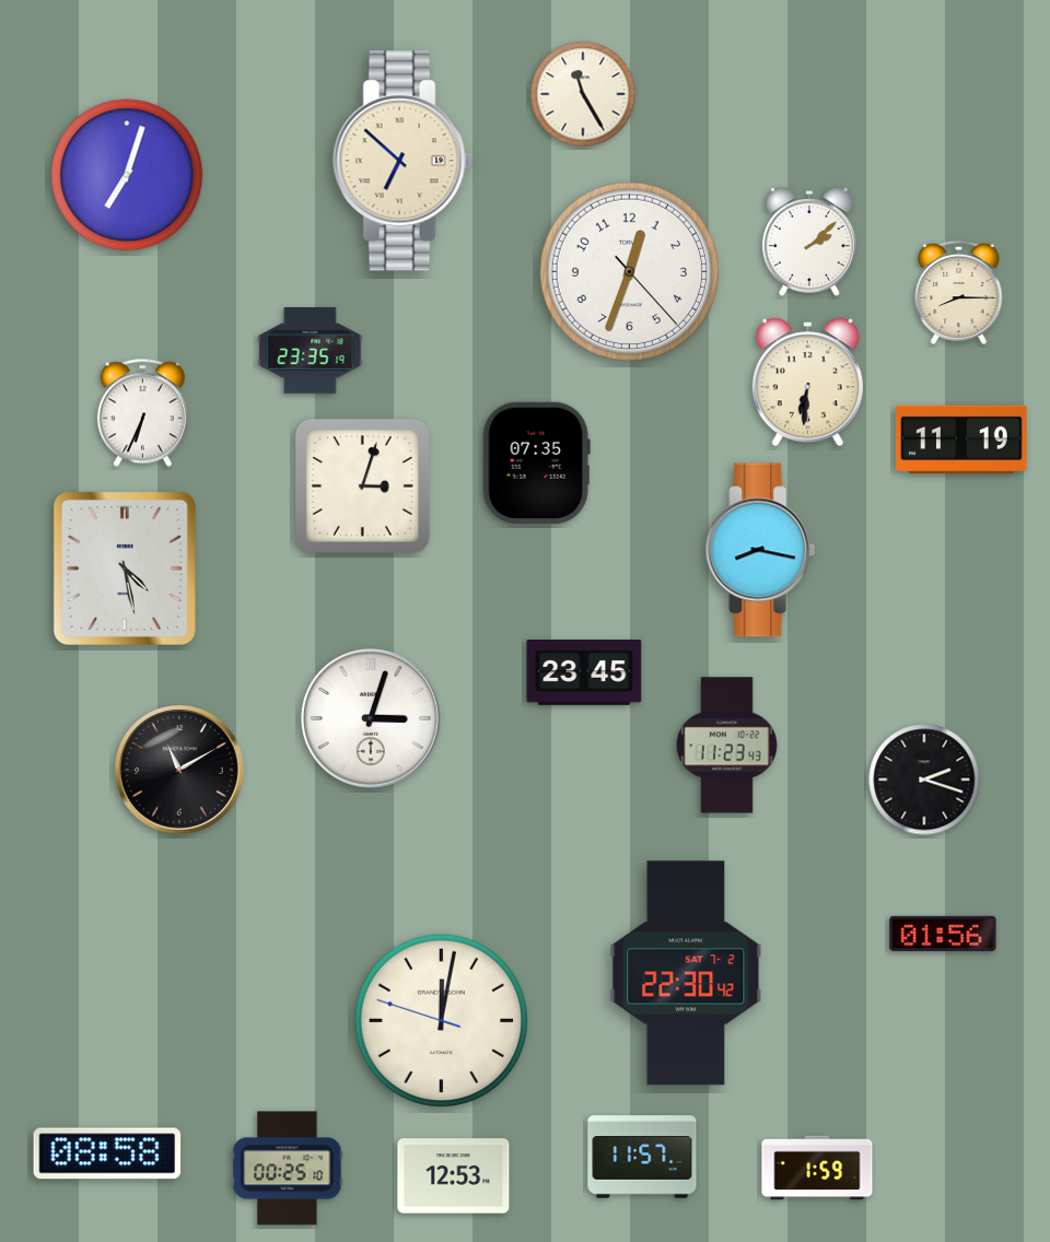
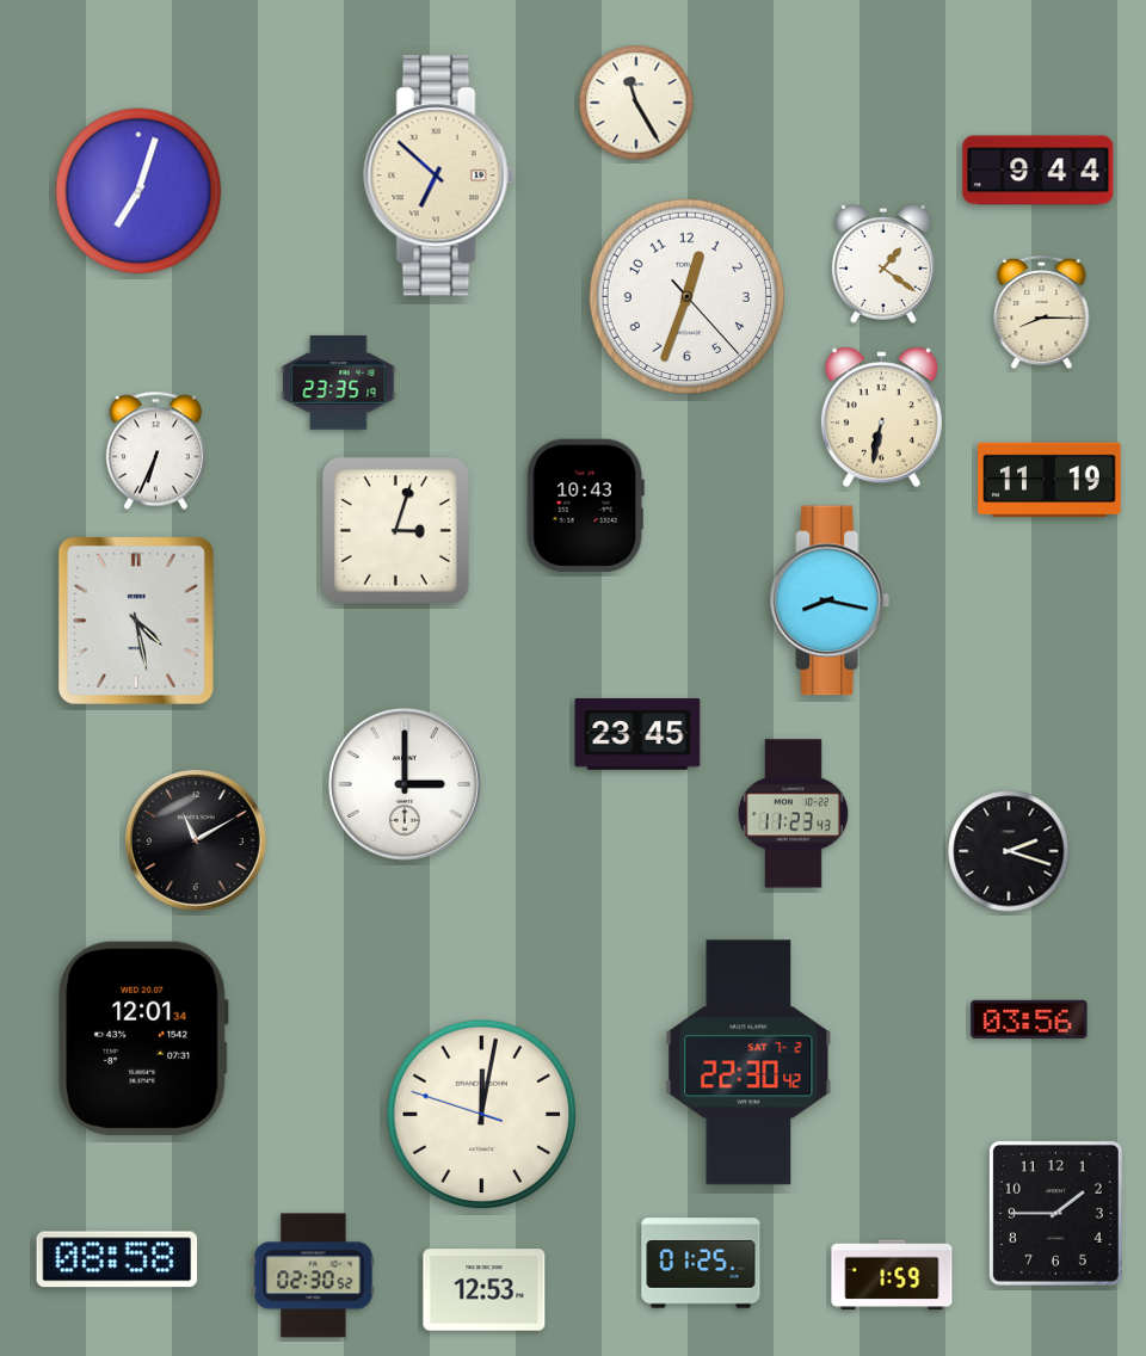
clock at (1039, 171): none -> 9:44
clock at (809, 242): 2:08 -> 1:21
clock at (959, 293) position: (959, 293) -> (1042, 313)
clock at (807, 383): 6:31 -> 6:32
clock at (536, 462): 07:35 -> 10:43
clock at (371, 718): 3:03 -> 3:00
clock at (943, 934): 01:56 -> 03:56
clock at (143, 1038): none -> 12:01
clock at (1055, 1213): none -> 1:45
clock at (642, 1157): 11:57 -> 01:25
clock at (288, 1169): 00:25 -> 02:30
clock at (454, 1176) position: (454, 1176) -> (485, 1290)
